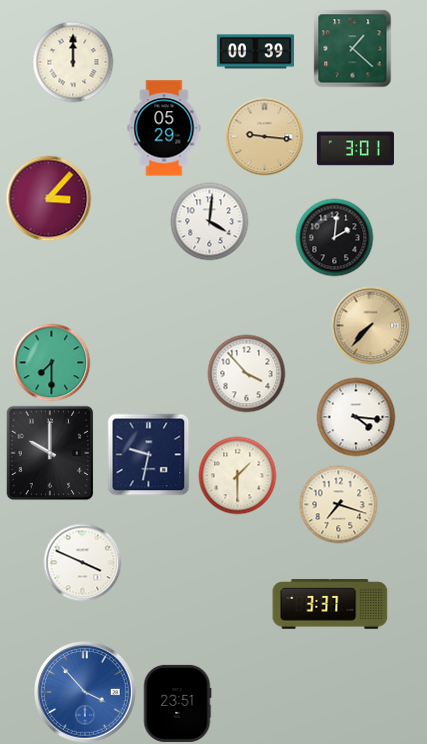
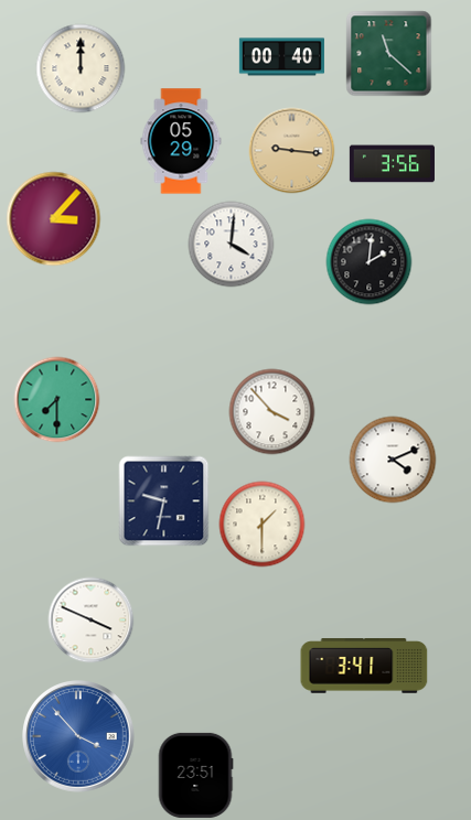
clock at (352, 48): 1:22 -> 11:22
clock at (255, 52): 00:39 -> 00:40
clock at (355, 149): 3:01 -> 3:56
clock at (370, 325): 7:37 -> none
clock at (356, 417): 4:16 -> 4:11
clock at (50, 453): 10:00 -> none
clock at (338, 504): 7:18 -> none
clock at (330, 604): 3:37 -> 3:41
clock at (85, 693) position: (85, 693) -> (78, 737)
